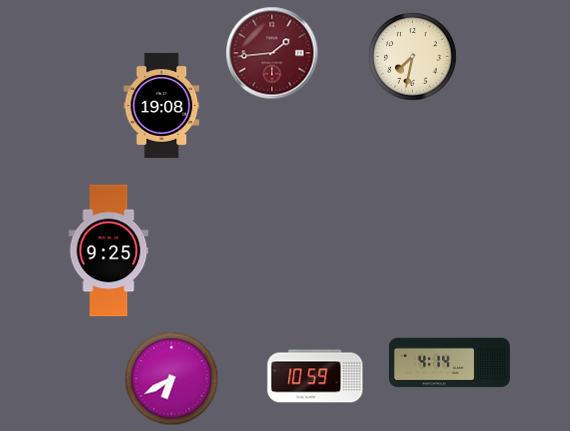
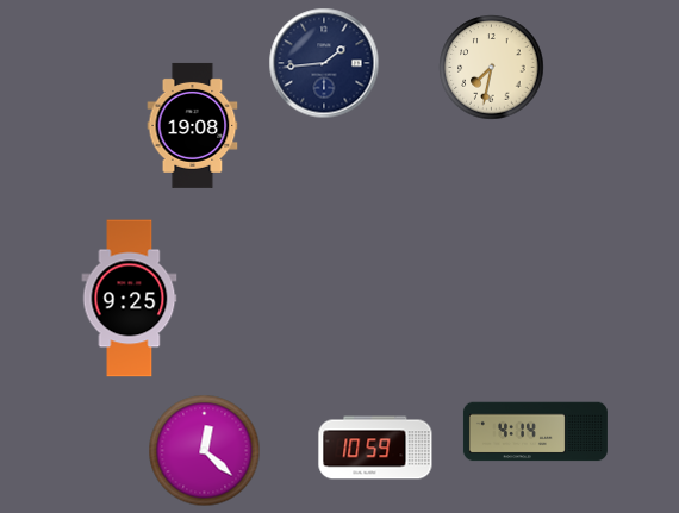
clock at (272, 53) dial: burgundy -> navy
clock at (172, 379): 6:40 -> 12:22
